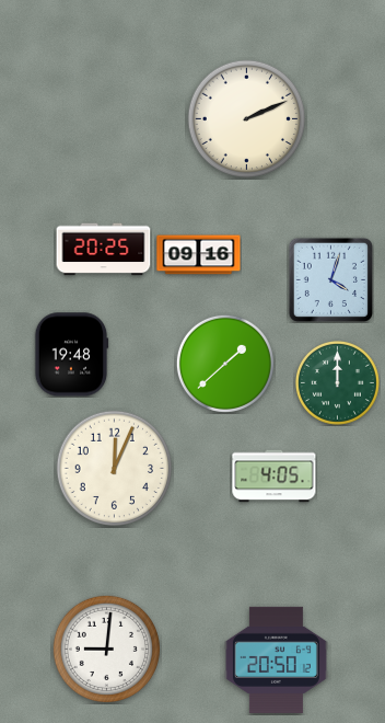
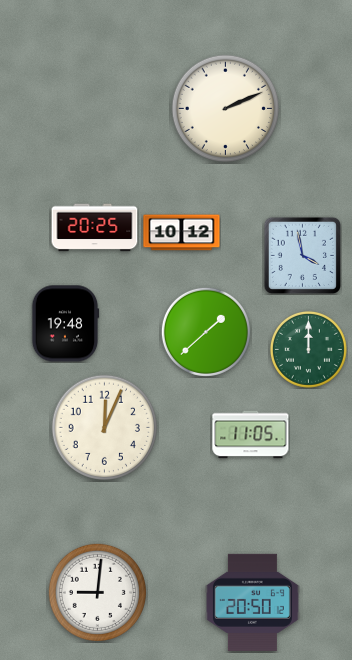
clock at (199, 255): 09:16 -> 10:12
clock at (330, 279): 4:03 -> 3:58
clock at (275, 477): 4:05 -> 11:05
